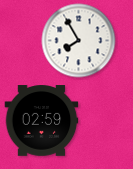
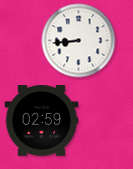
clock at (79, 41): 7:55 -> 8:44
